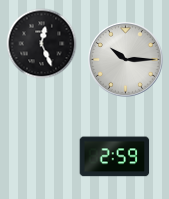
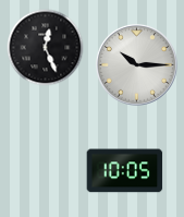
clock at (115, 157): 2:59 -> 10:05
